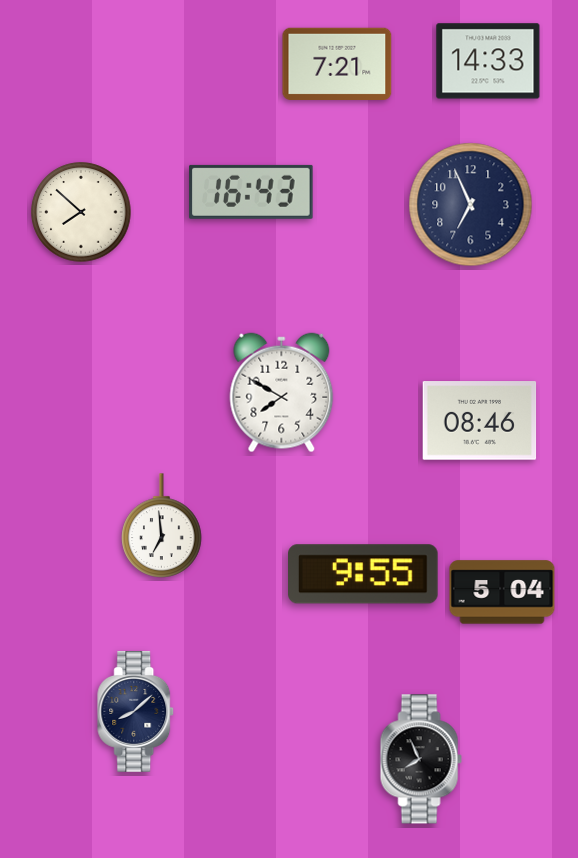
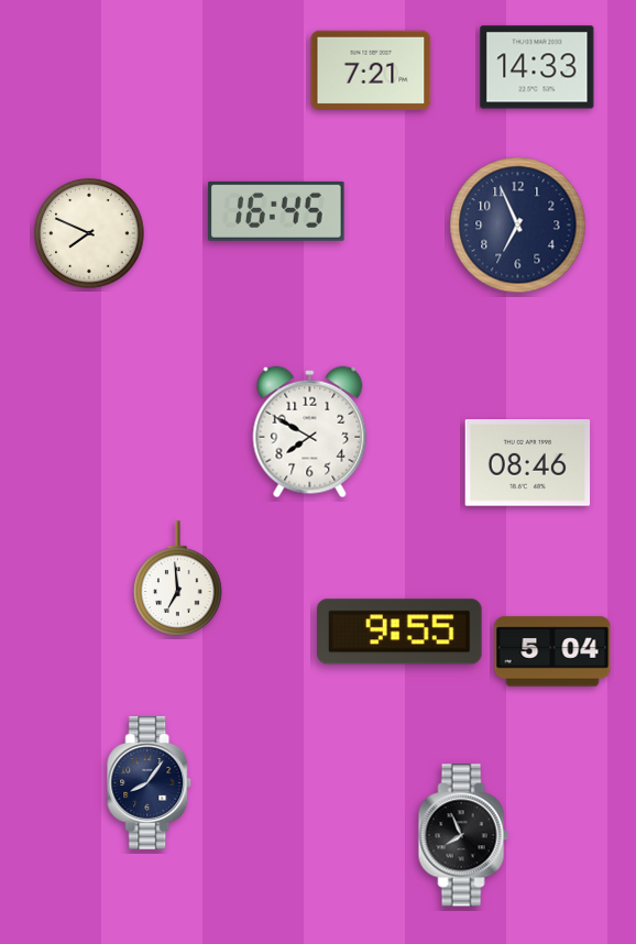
clock at (251, 192): 16:43 -> 16:45
clock at (81, 212): 7:52 -> 7:49
clock at (136, 711): 8:08 -> 8:06
